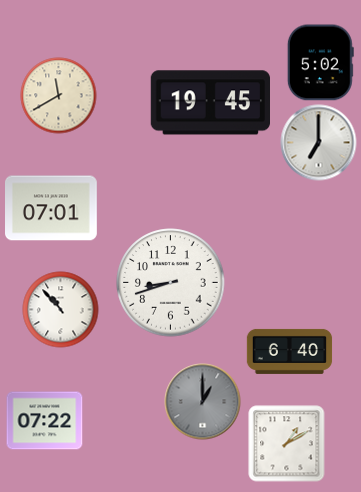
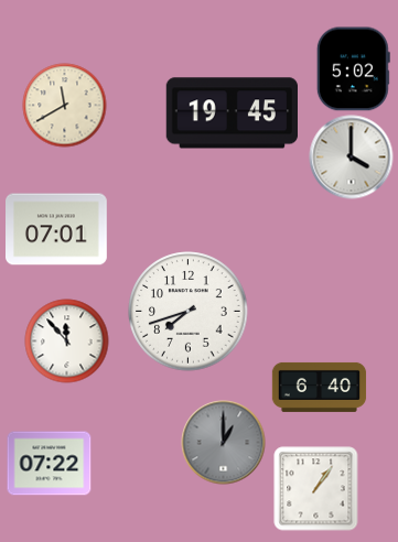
clock at (319, 143): 7:00 -> 4:00
clock at (171, 283): 8:42 -> 7:42
clock at (61, 310): 10:53 -> 11:53
clock at (287, 444): 1:10 -> 1:06
